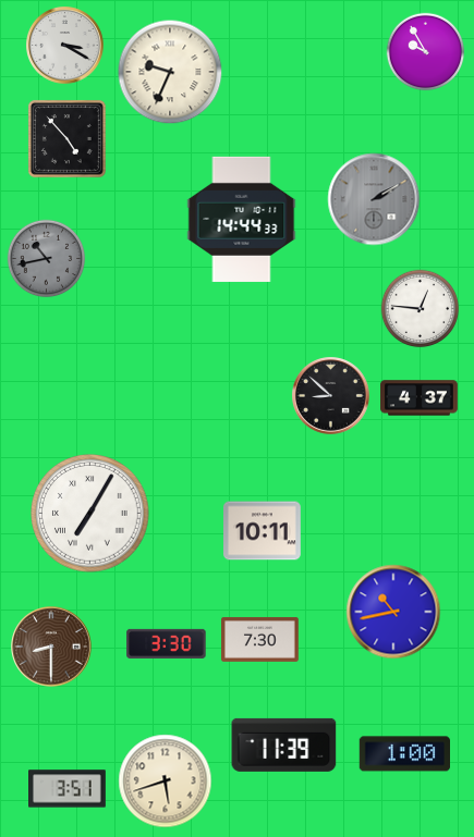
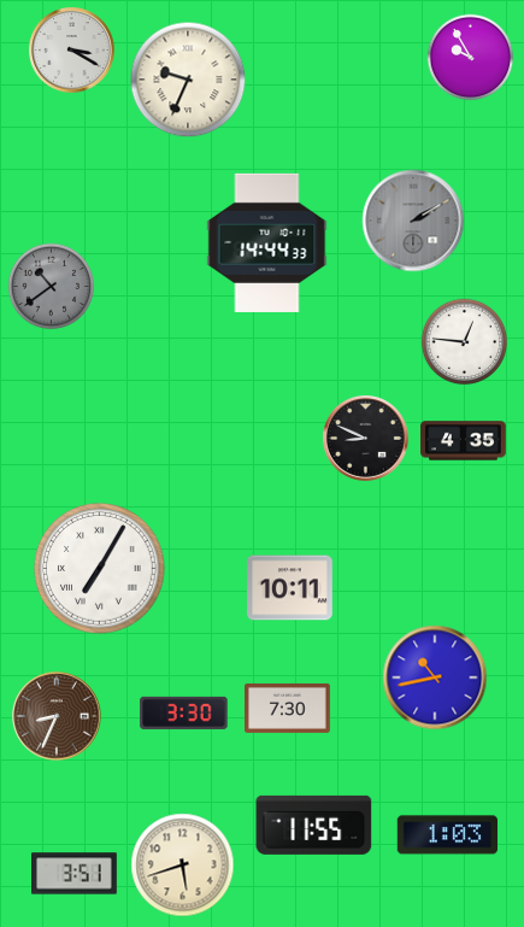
clock at (66, 138): 4:53 -> none
clock at (47, 259): 10:43 -> 10:39
clock at (331, 396): 8:52 -> 8:49
clock at (420, 398): 4:37 -> 4:35
clock at (51, 647): 8:30 -> 8:34
clock at (284, 744): 11:39 -> 11:55
clock at (404, 754): 1:00 -> 1:03
